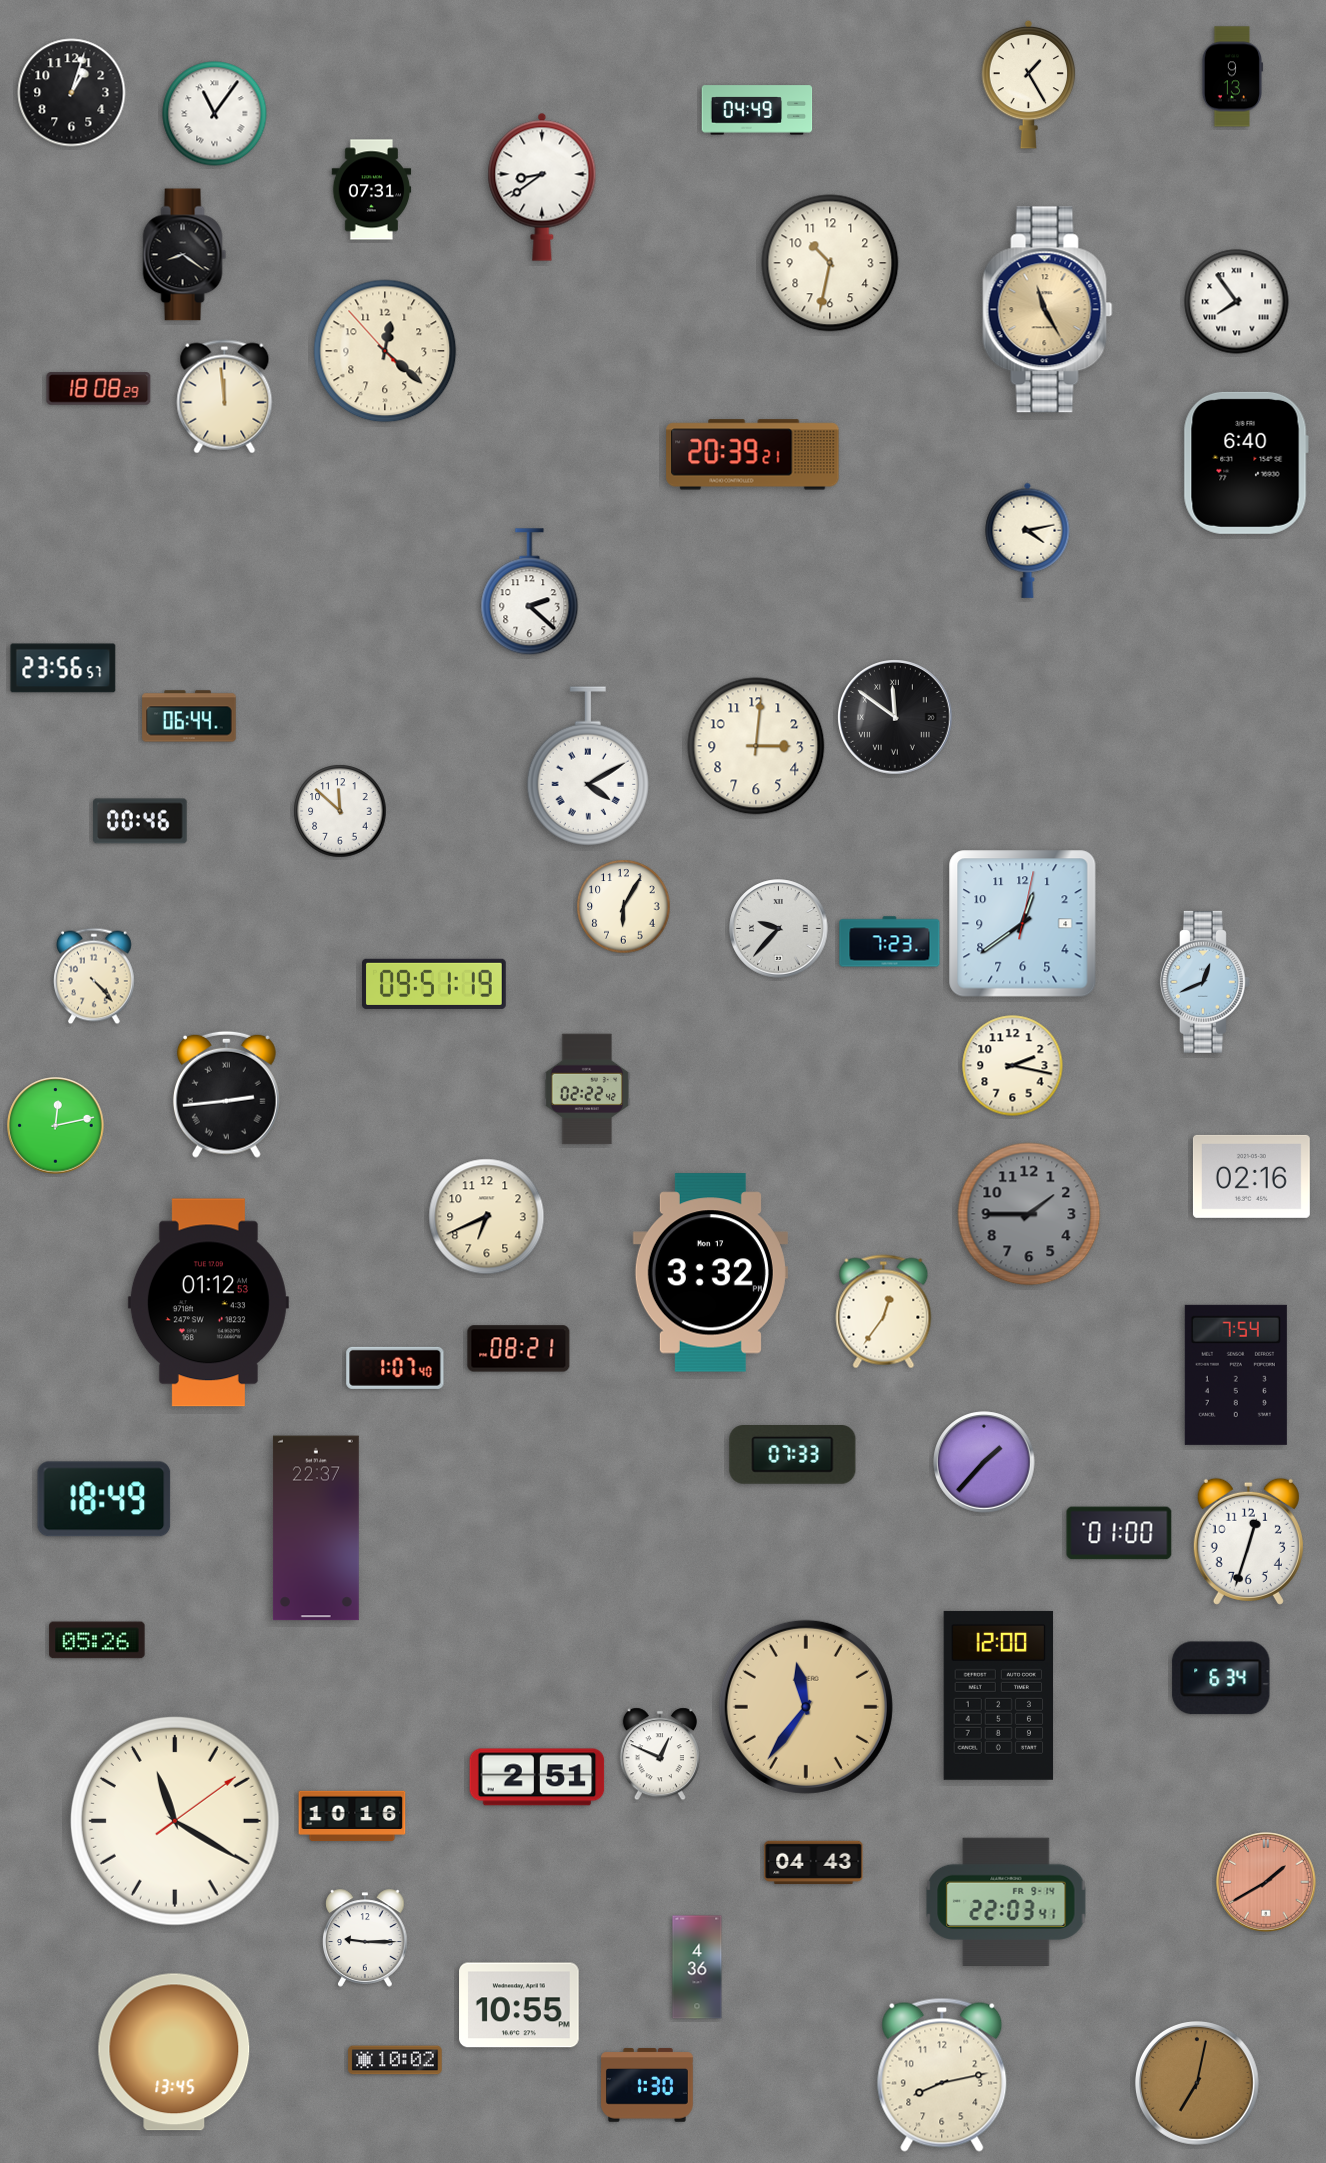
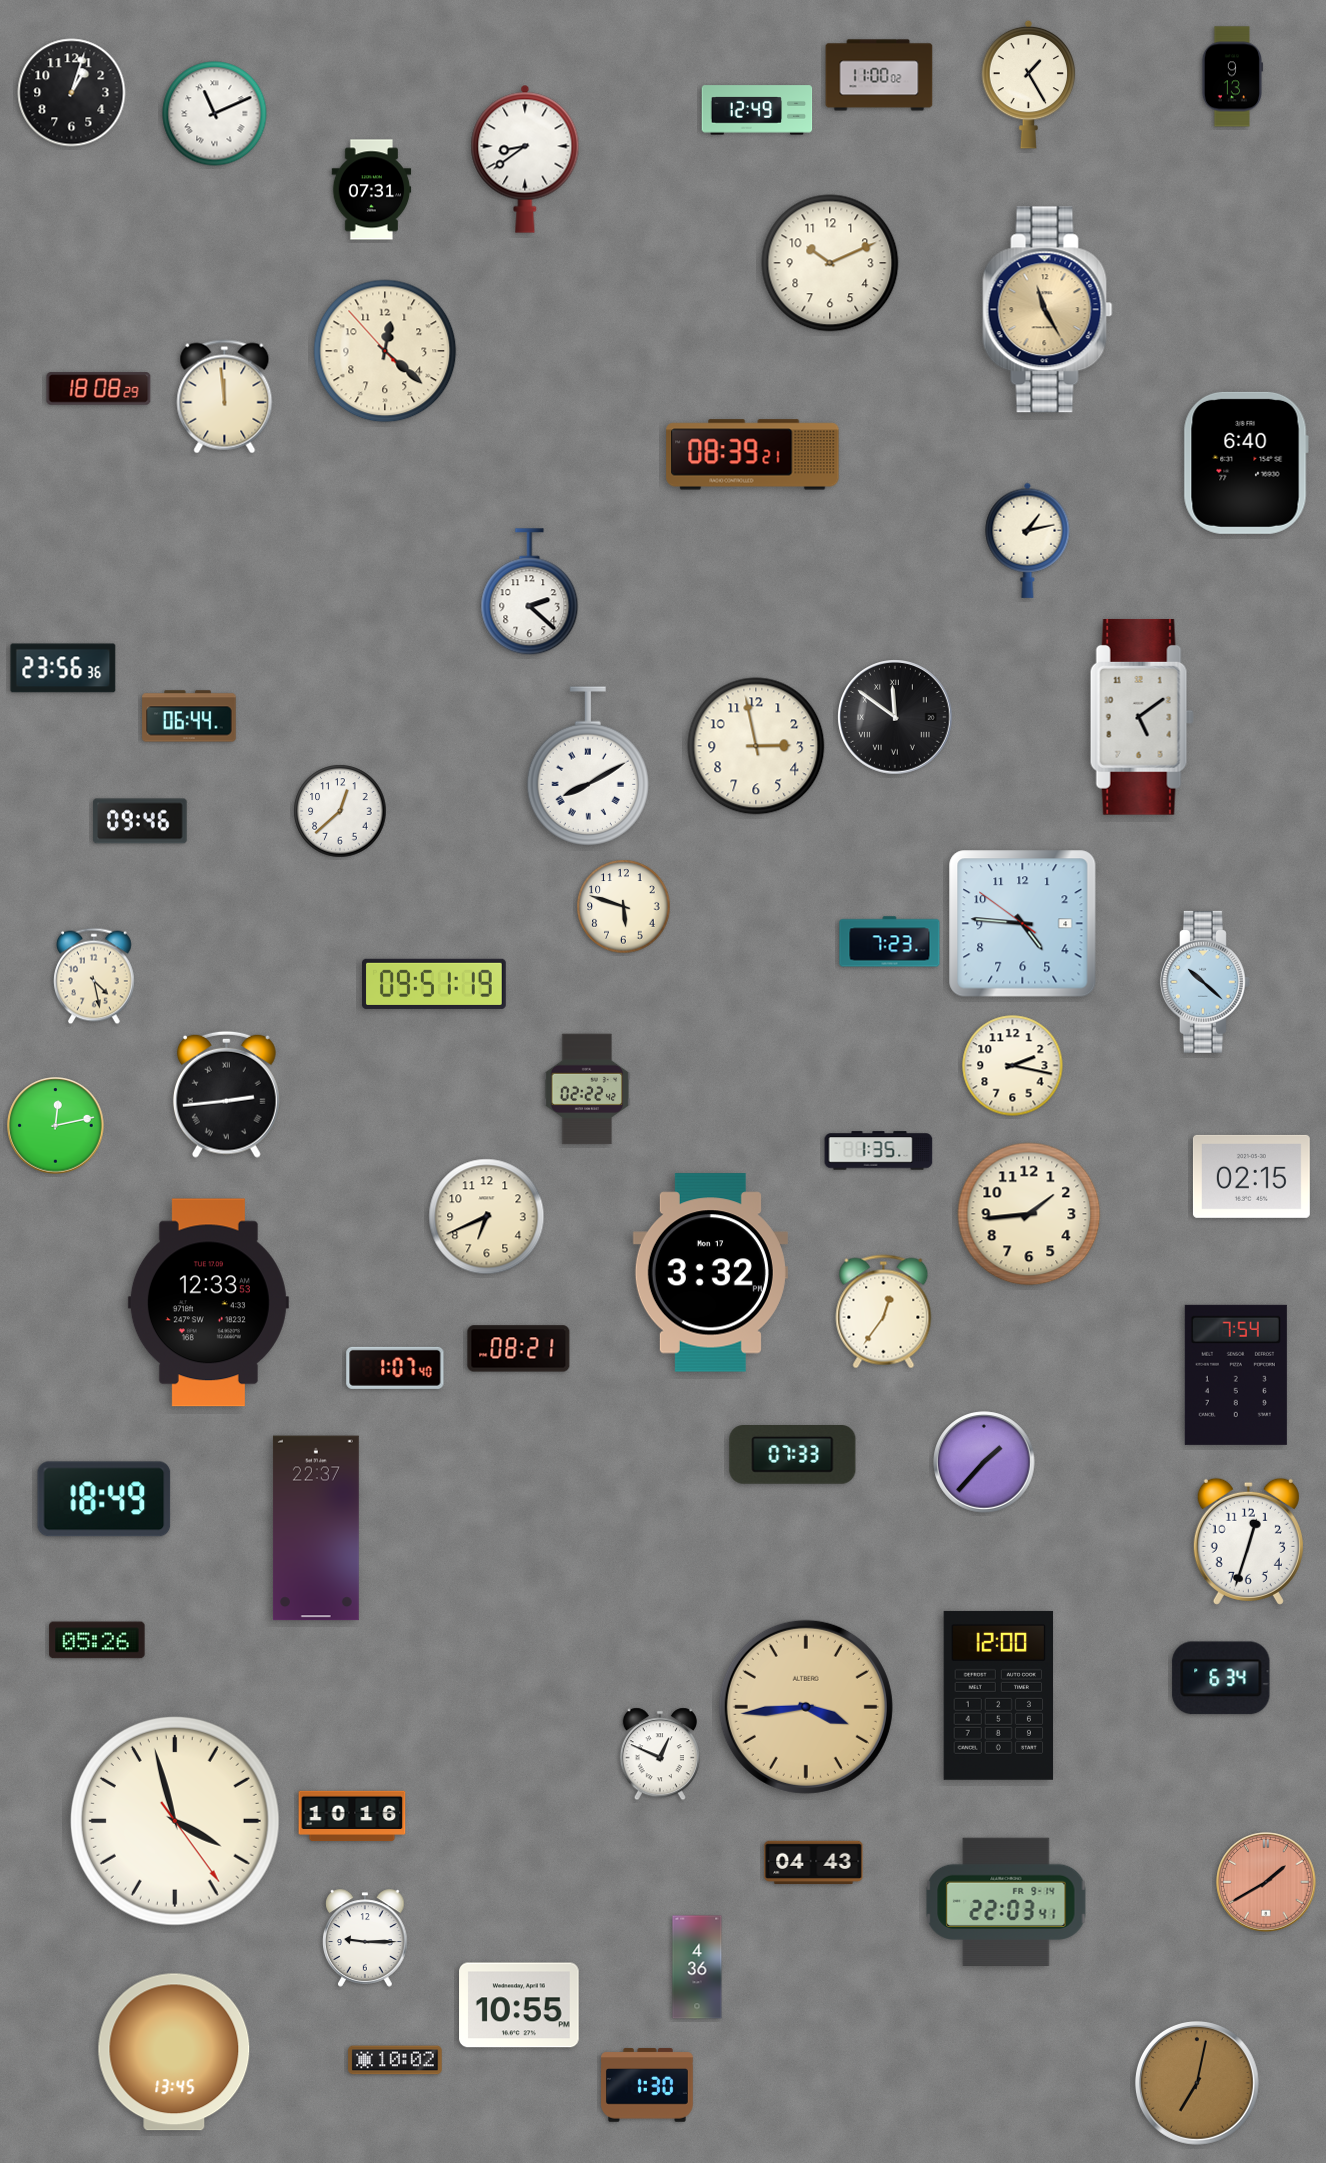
clock at (879, 75): none -> 11:00
clock at (757, 110): 04:49 -> 12:49
clock at (215, 114): 11:06 -> 11:11
clock at (542, 187) position: (542, 187) -> (525, 159)
clock at (185, 255): 8:21 -> none
clock at (830, 263): 10:32 -> 10:11
clock at (1237, 302): 7:54 -> none
clock at (753, 455): 20:39 -> 08:39
clock at (1028, 540): 4:13 -> 1:13
clock at (63, 668): 23:56:57 -> 23:56:36
clock at (1142, 717): none -> 5:09
clock at (756, 746): 3:01 -> 2:58
clock at (587, 766): 4:10 -> 8:10
clock at (340, 811): 11:52 -> 12:38
clock at (140, 821): 00:46 -> 09:46
clock at (624, 907): 6:05 -> 5:48
clock at (1023, 924): 12:39 -> 4:45
clock at (779, 929): 9:37 -> none
clock at (95, 976): 4:23 -> 4:28
clock at (1205, 982): 12:41 -> 10:22
clock at (879, 1151): none -> 1:35
clock at (1251, 1176): 02:16 -> 02:15
clock at (1029, 1214): 1:45 -> 1:44
clock at (1029, 1214) dial: grey -> cream
clock at (208, 1303): 01:12 -> 12:33
clock at (1119, 1533): 01:00 -> none
clock at (806, 1707): 11:36 -> 3:44
clock at (537, 1777): 2:51 -> none
clock at (175, 1821): 11:20 -> 3:57
clock at (942, 2075): 8:13 -> none
